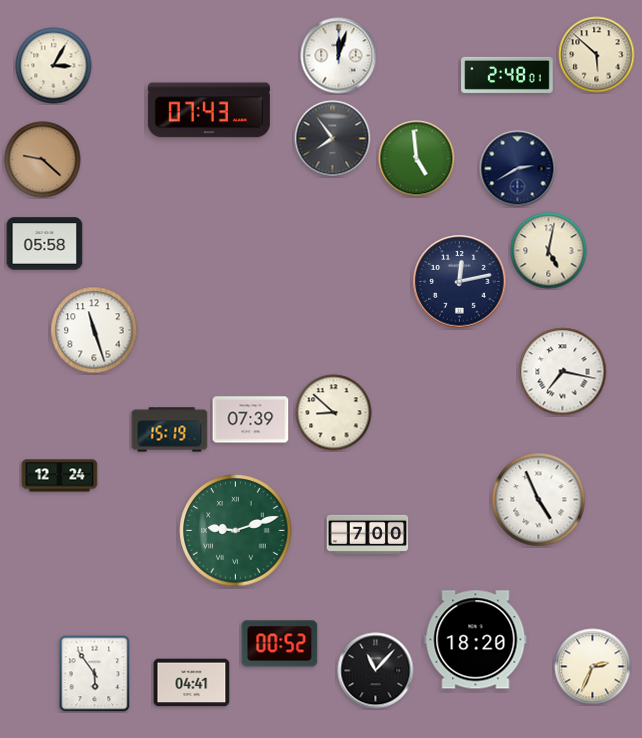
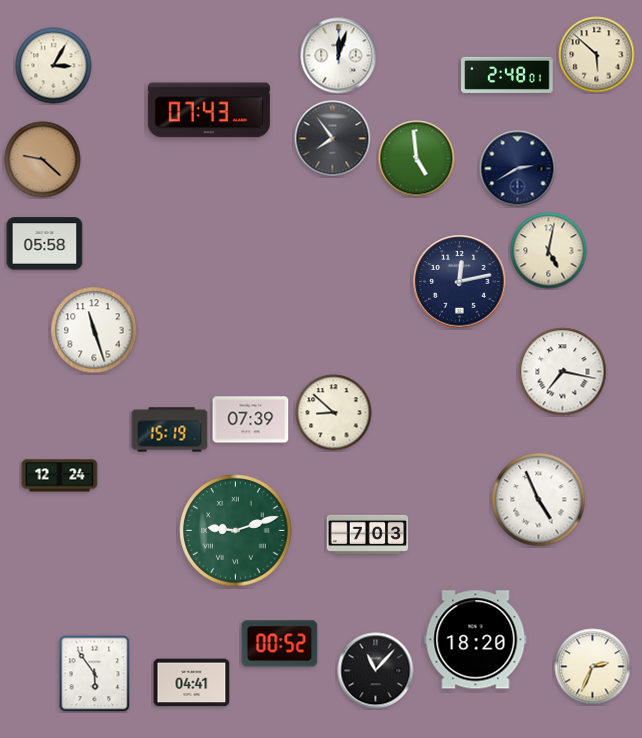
clock at (368, 534): 7:00 -> 7:03
